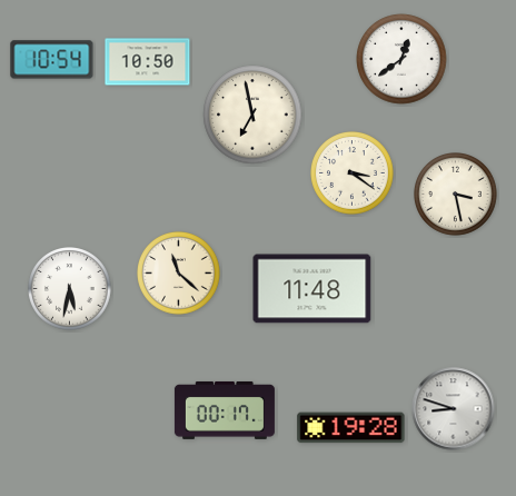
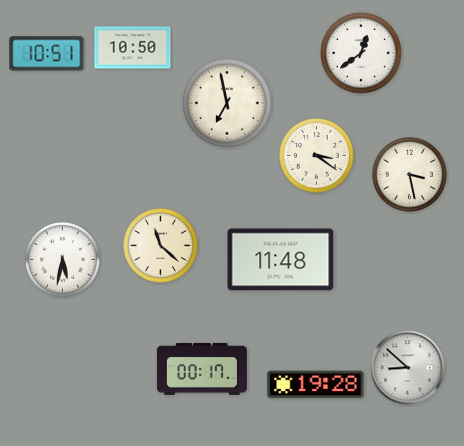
clock at (52, 60): 10:54 -> 10:51
clock at (148, 62) position: (148, 62) -> (133, 48)
clock at (454, 409): 8:48 -> 8:52
